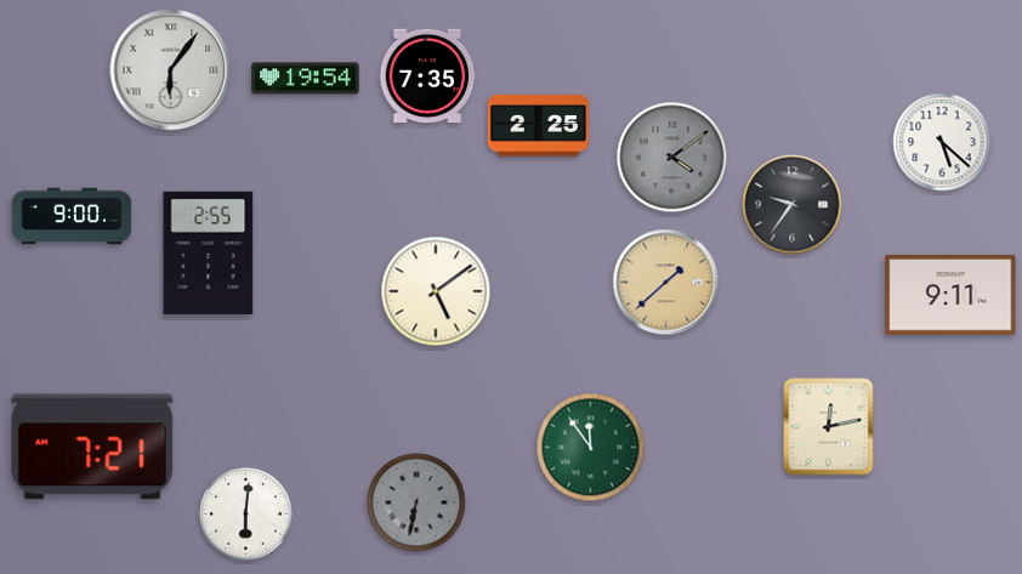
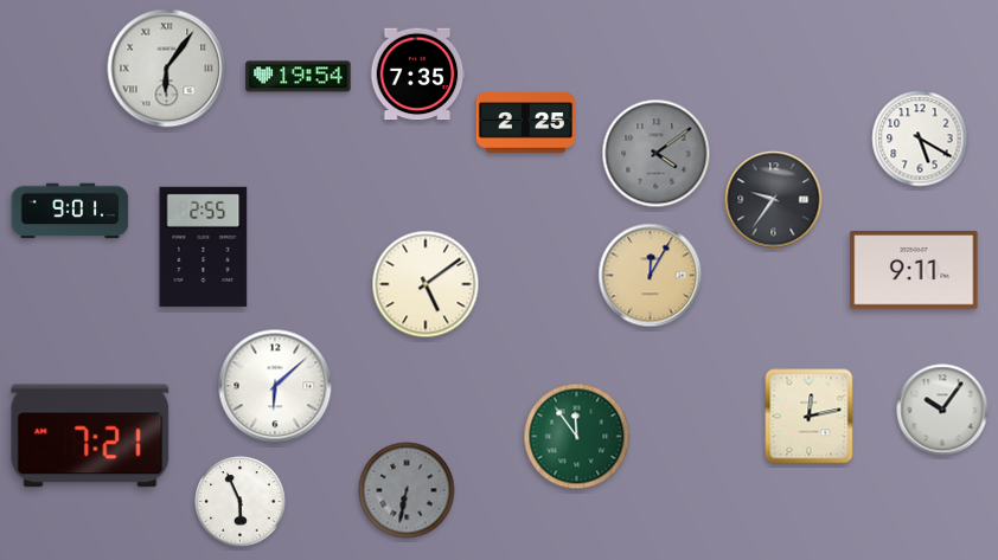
clock at (942, 142): 5:22 -> 5:20
clock at (72, 216): 9:00 -> 9:01
clock at (666, 283): 1:38 -> 12:05
clock at (950, 296) position: (950, 296) -> (914, 271)
clock at (275, 386): none -> 6:08
clock at (942, 410): none -> 10:06
clock at (246, 515): 6:01 -> 5:56
